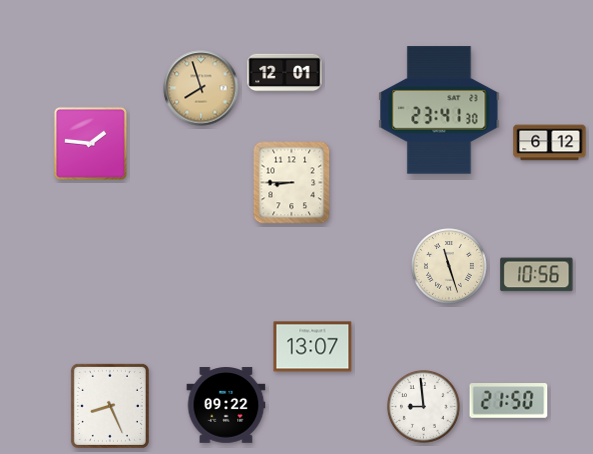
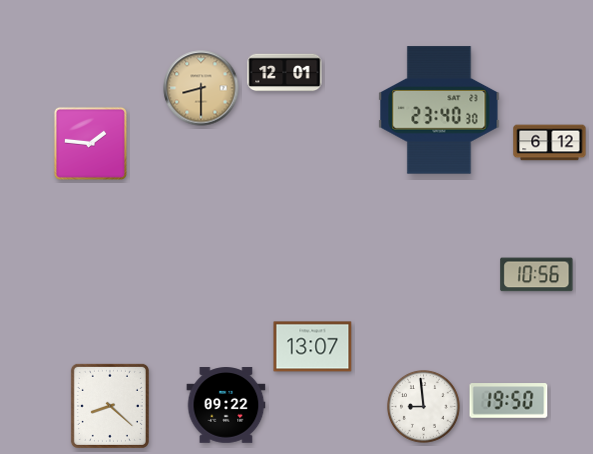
clock at (201, 88): 7:57 -> 8:30
clock at (439, 110): 23:41 -> 23:40
clock at (292, 183): 8:45 -> none
clock at (449, 266): 11:27 -> none
clock at (509, 401): 21:50 -> 19:50
clock at (110, 406): 8:26 -> 8:22
